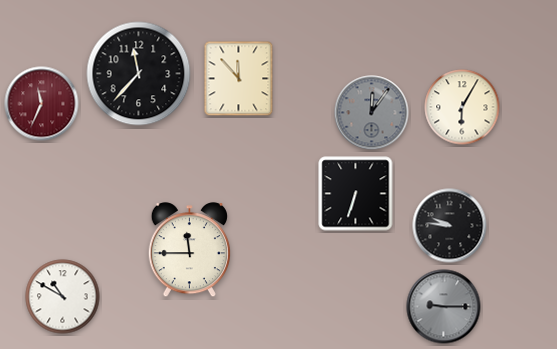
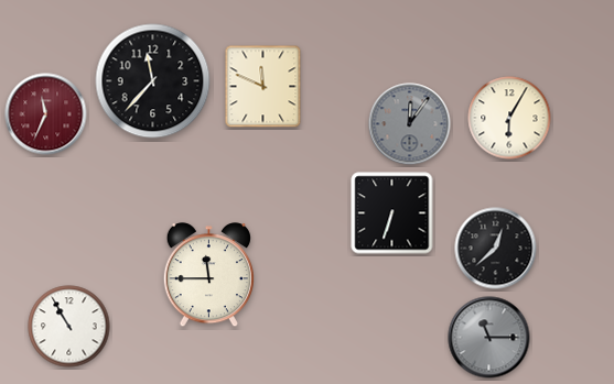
clock at (239, 79): 11:53 -> 11:49
clock at (450, 226): 9:46 -> 12:38
clock at (63, 297): 10:50 -> 10:55
clock at (444, 307): 9:15 -> 11:15
